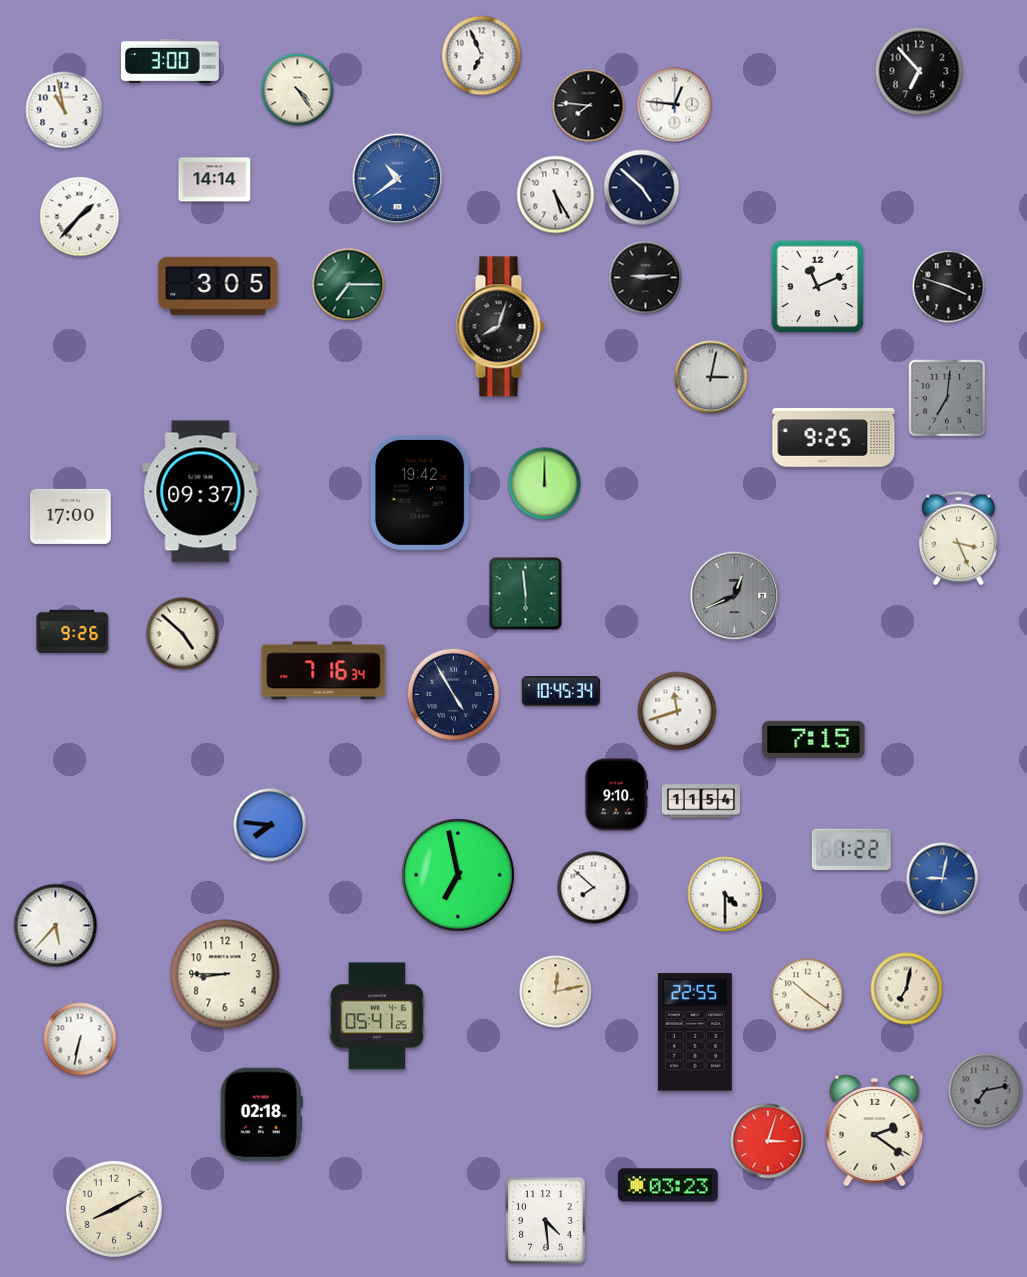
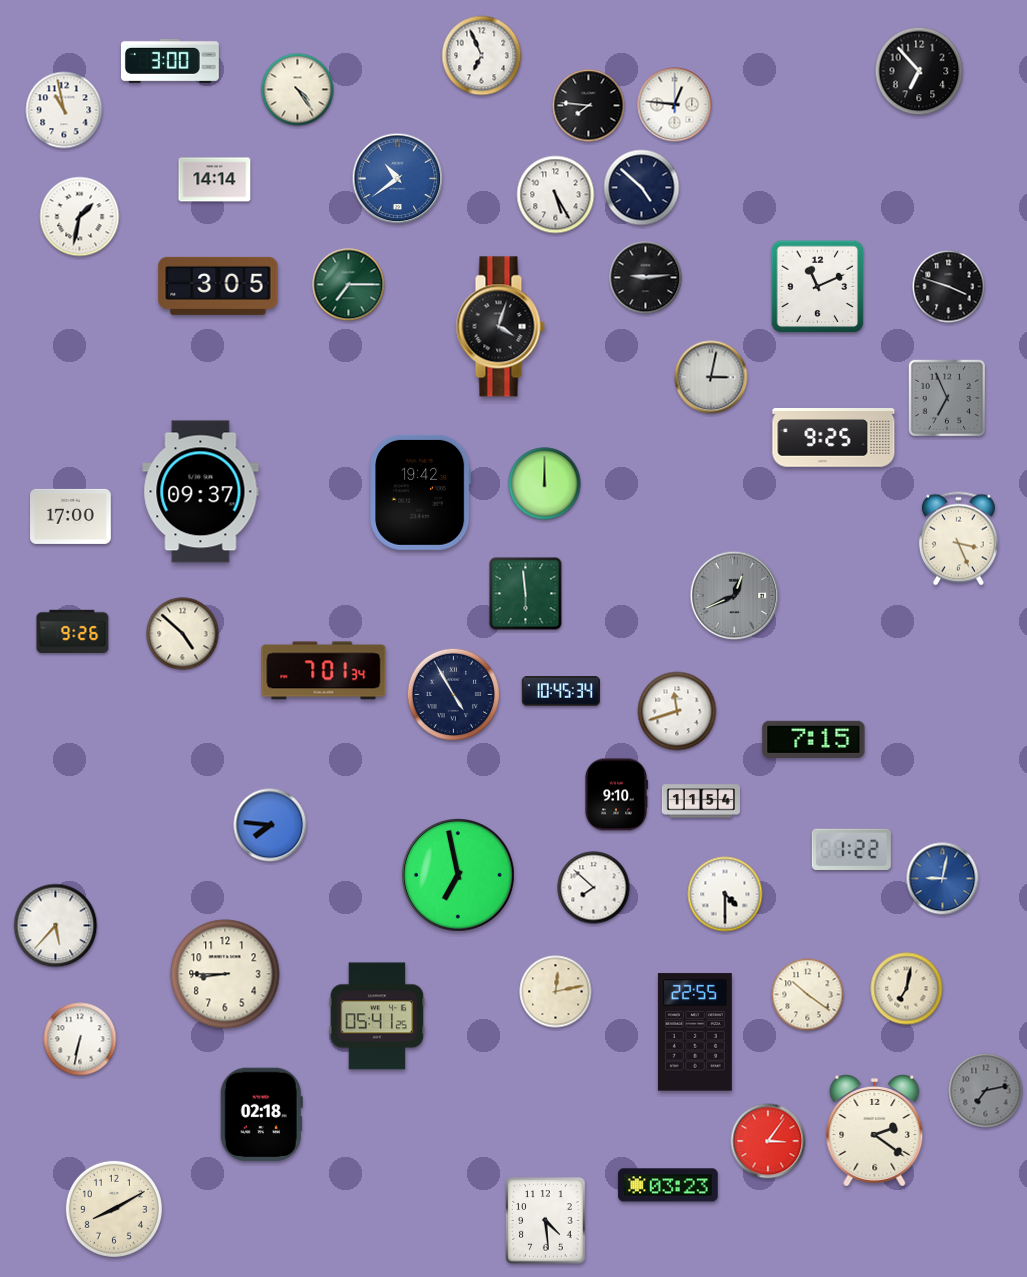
clock at (80, 217): 1:37 -> 1:32
clock at (500, 327): 8:03 -> 4:03
clock at (946, 397): 7:01 -> 6:56
clock at (324, 671): 7:16 -> 7:01
clock at (768, 1141): 3:03 -> 3:06
